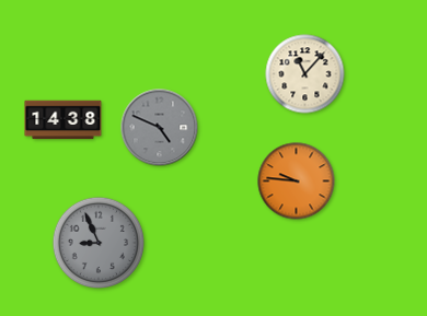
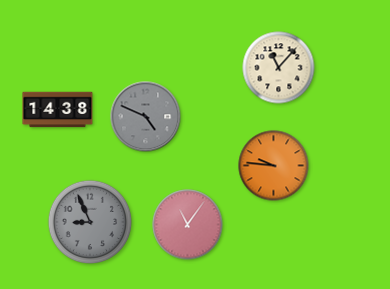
clock at (297, 182) position: (297, 182) -> (274, 166)
clock at (188, 225): none -> 11:06
